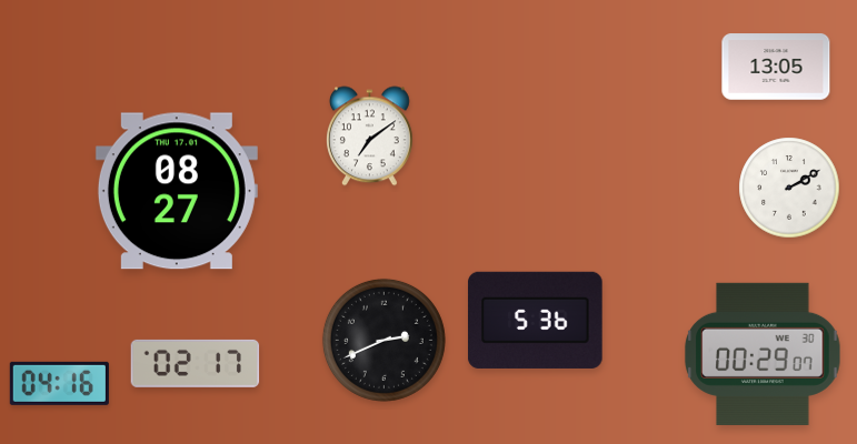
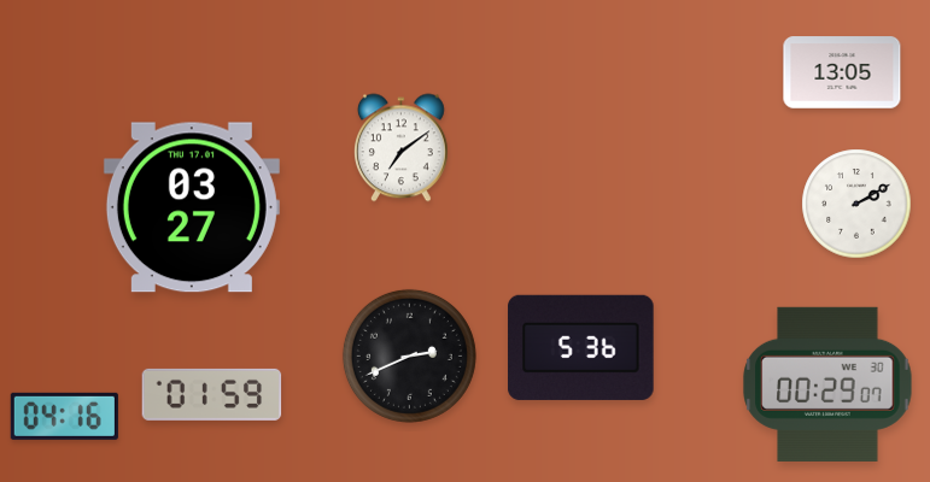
clock at (177, 191): 08:27 -> 03:27
clock at (383, 340) position: (383, 340) -> (409, 355)
clock at (196, 363): 02:17 -> 01:59
